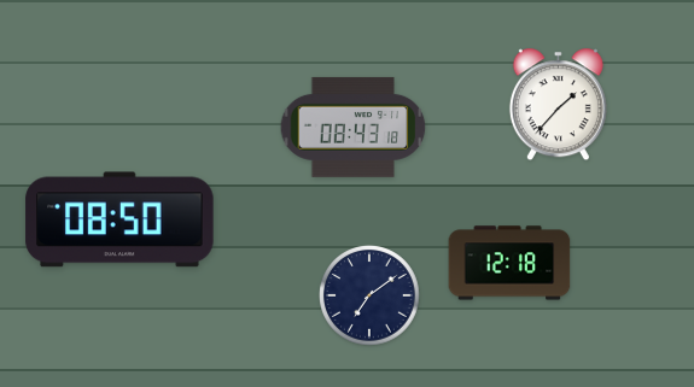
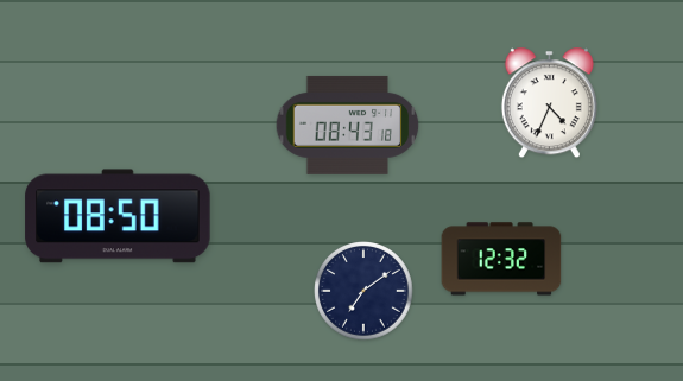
clock at (558, 105): 1:37 -> 4:34
clock at (509, 263): 12:18 -> 12:32
